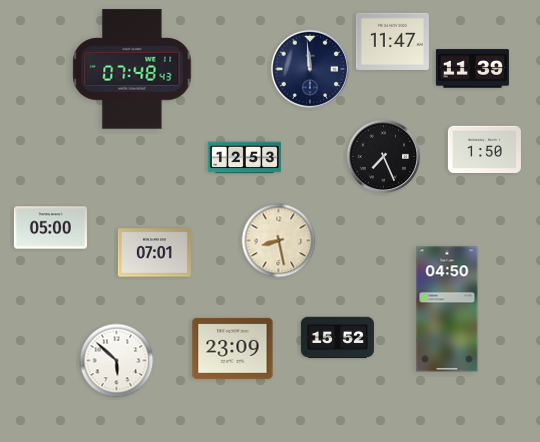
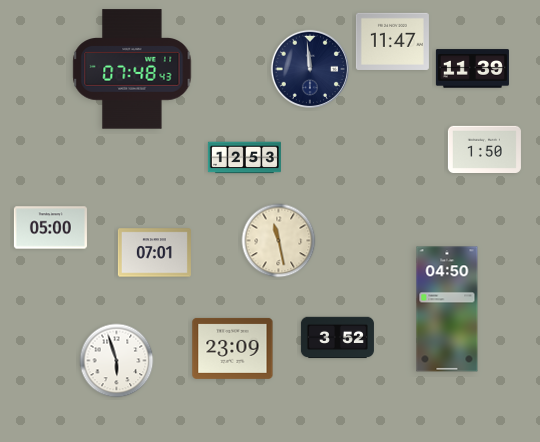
clock at (384, 157): 7:26 -> none
clock at (279, 241): 8:28 -> 11:28
clock at (337, 338): 15:52 -> 3:52
clock at (117, 361): 5:52 -> 5:57
